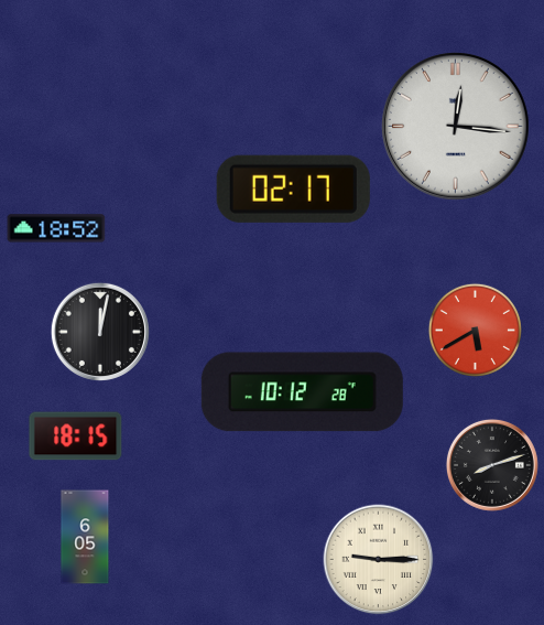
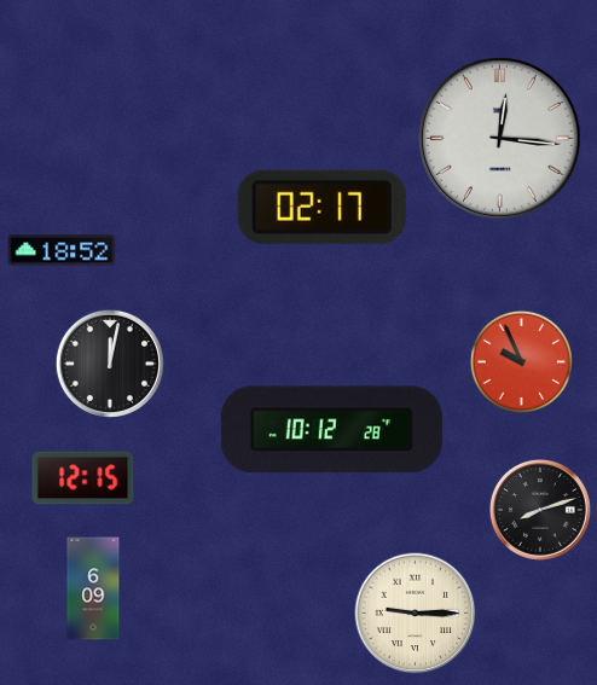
clock at (475, 330): 5:40 -> 9:56
clock at (76, 437): 18:15 -> 12:15
clock at (85, 537): 6:05 -> 6:09
